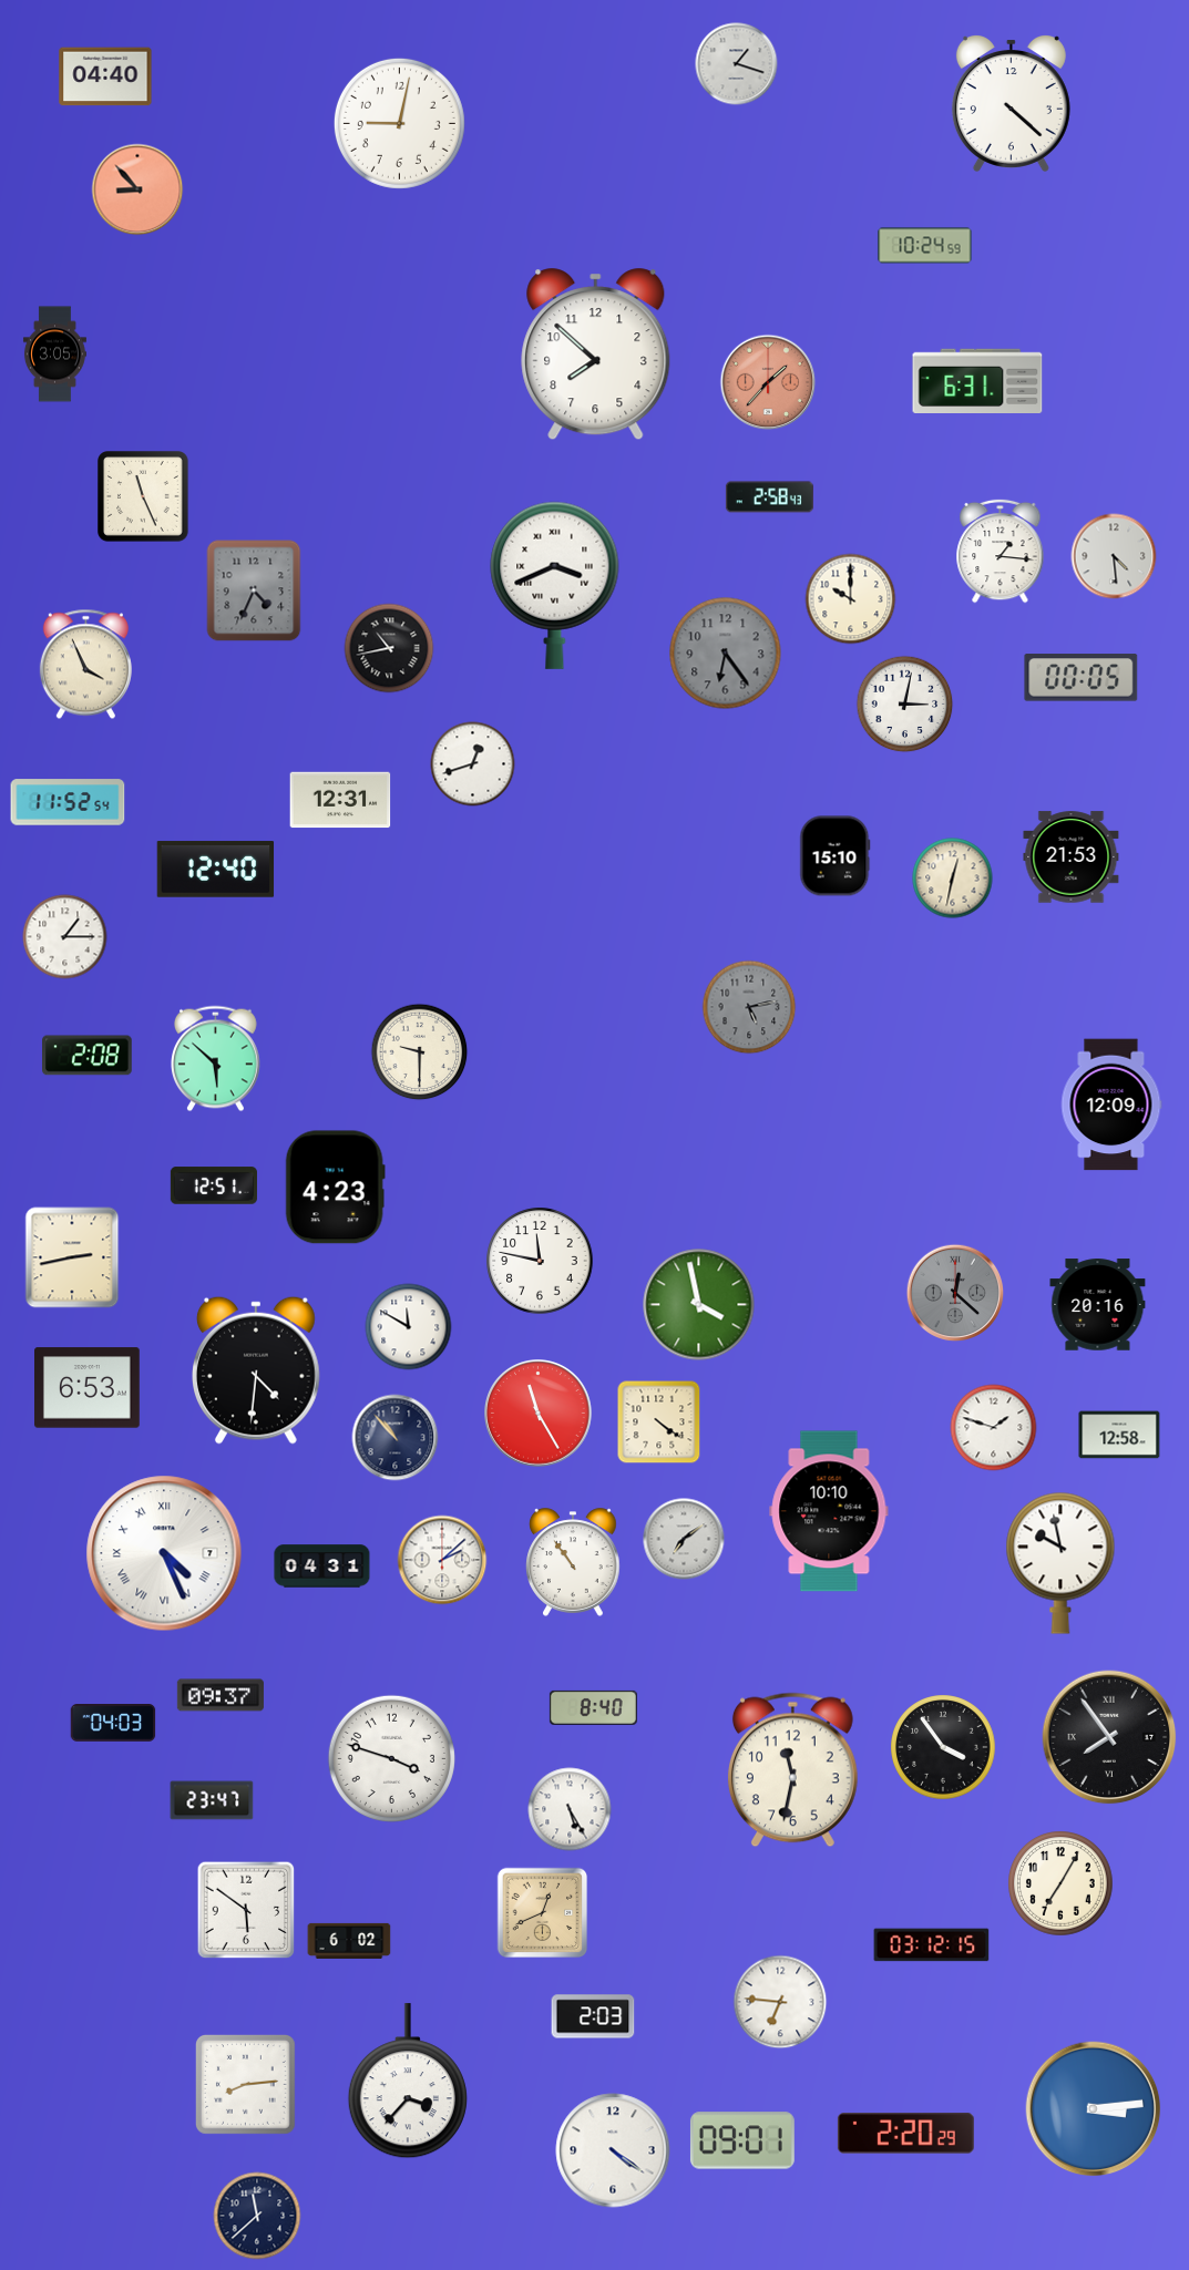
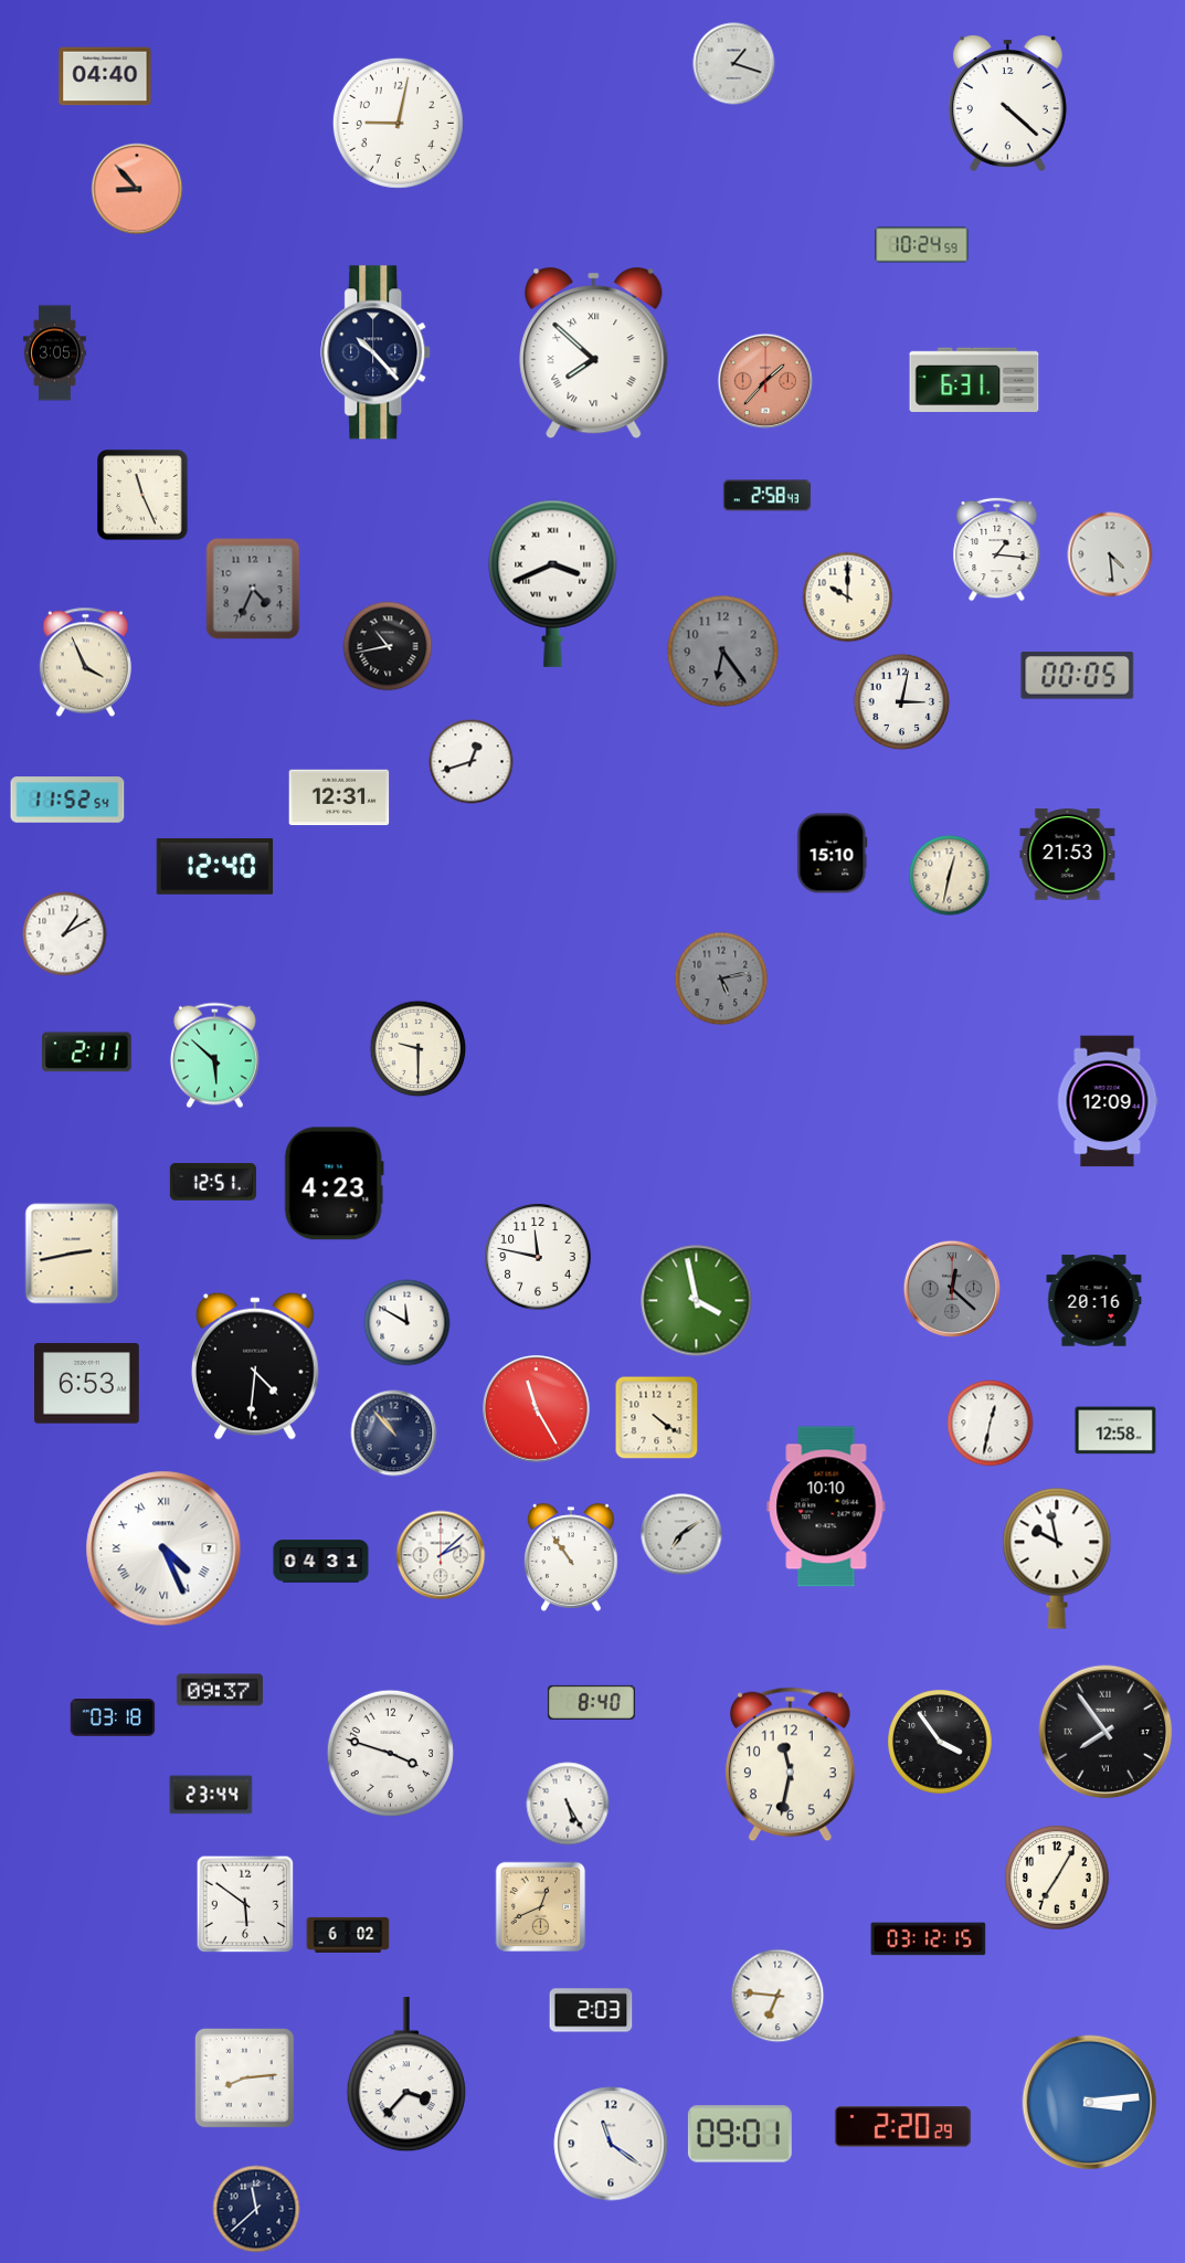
clock at (377, 352): none -> 10:23
clock at (596, 355) numerals: Arabic -> Roman
clock at (65, 937): 1:15 -> 1:10
clock at (749, 1007) position: (749, 1007) -> (721, 979)
clock at (88, 1056): 2:08 -> 2:11
clock at (994, 1428): 1:48 -> 12:32
clock at (113, 1723): 04:03 -> 03:18
clock at (212, 1800): 23:47 -> 23:44
clock at (613, 2150): 4:21 -> 11:21
